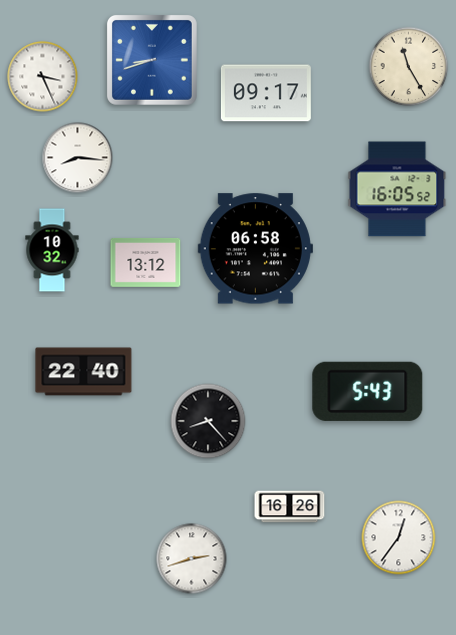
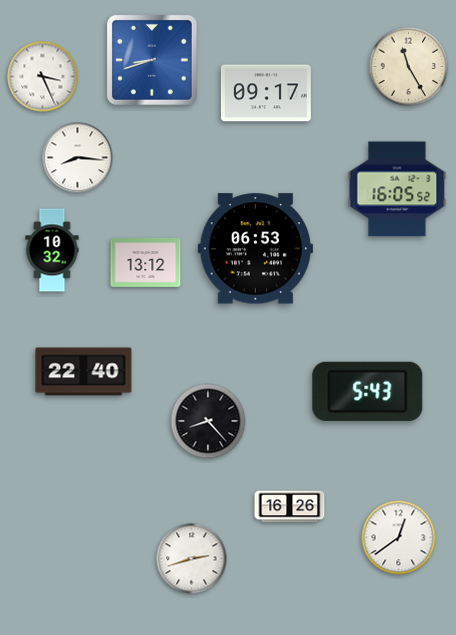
clock at (255, 249): 06:58 -> 06:53
clock at (399, 538): 12:36 -> 12:39
